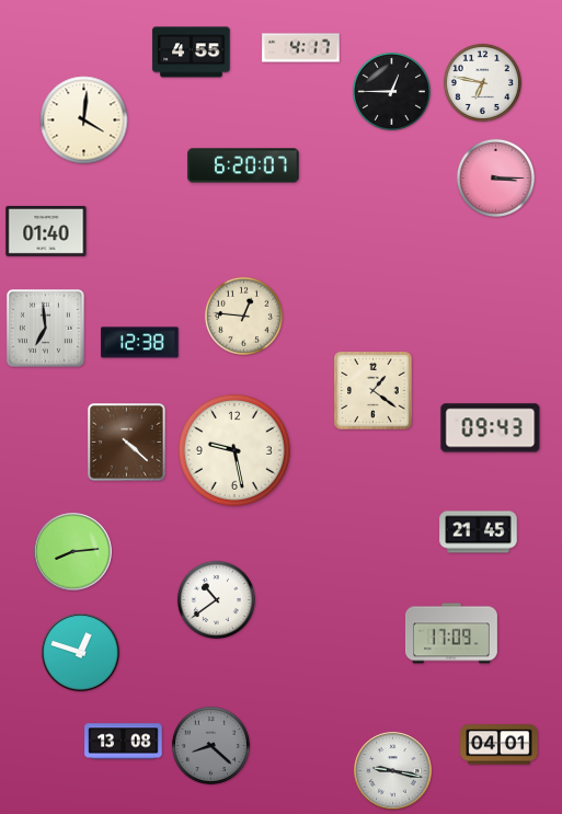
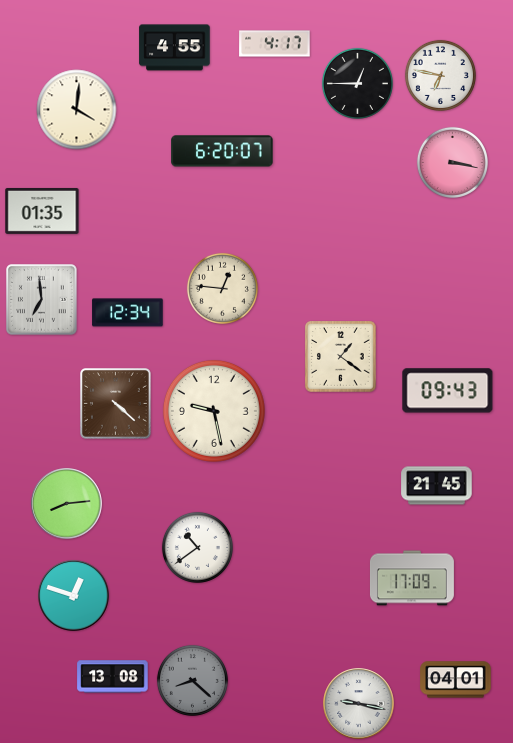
clock at (495, 177): 3:15 -> 3:17
clock at (46, 231): 01:40 -> 01:35
clock at (140, 343): 12:38 -> 12:34
